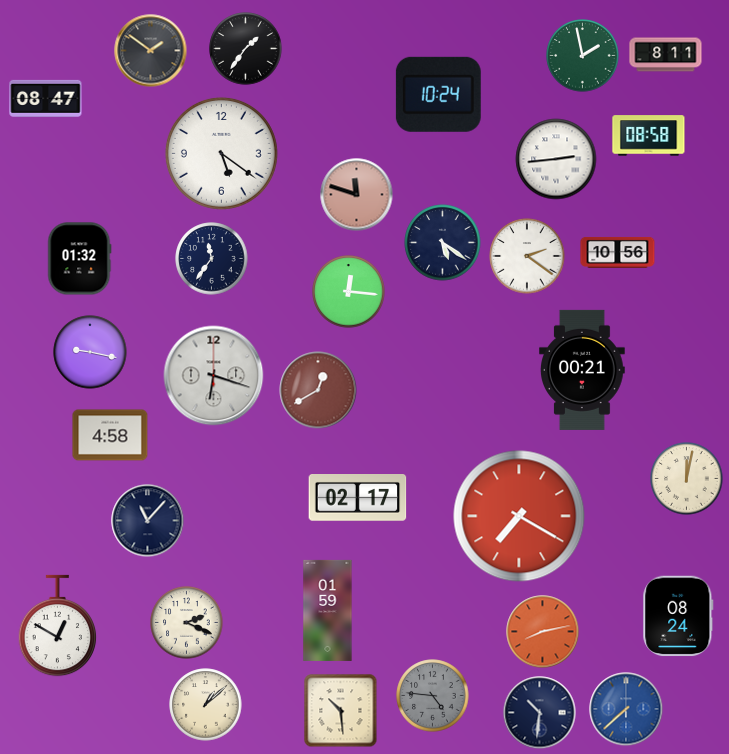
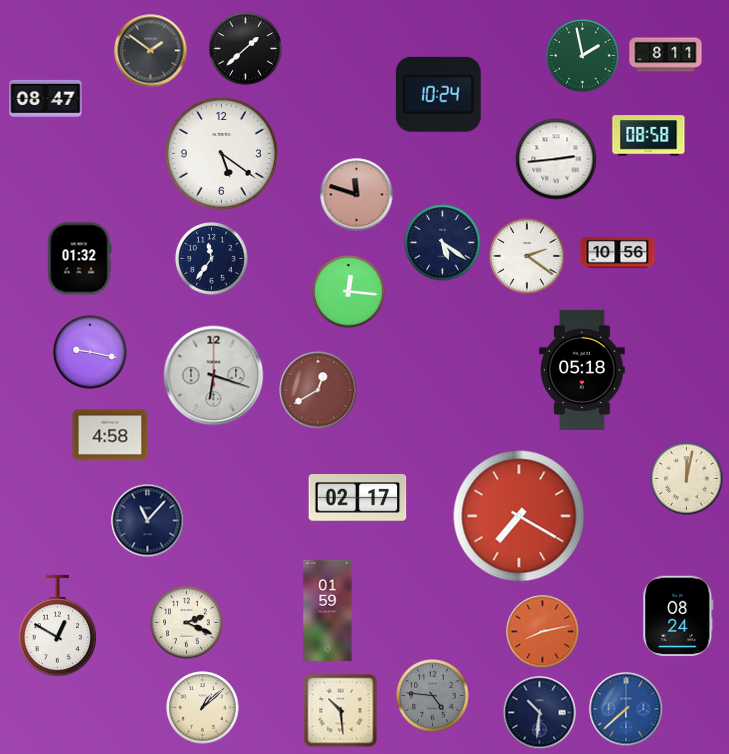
clock at (246, 49): 1:36 -> 1:38
clock at (583, 370): 00:21 -> 05:18
clock at (206, 705) position: (206, 705) -> (203, 708)
